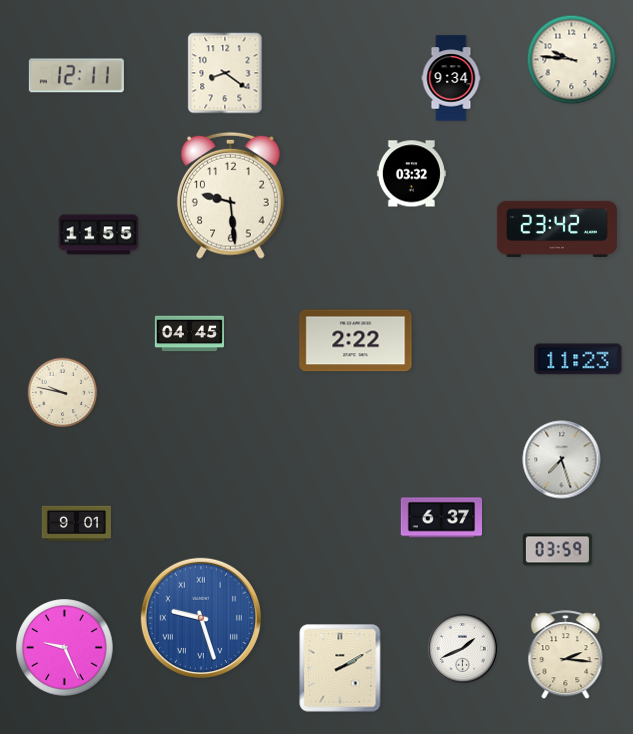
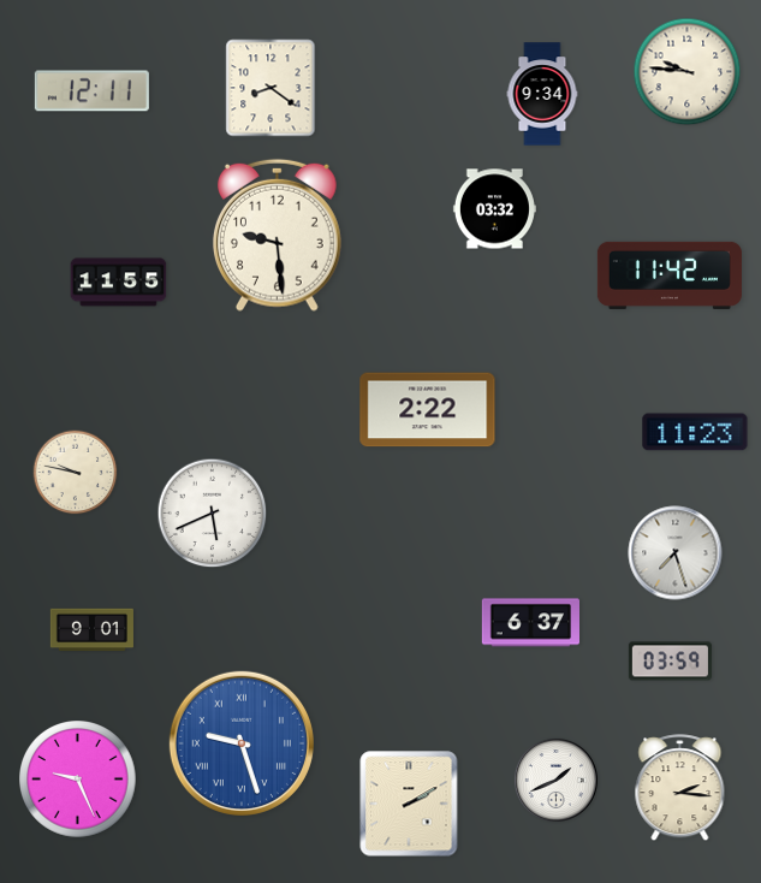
clock at (557, 229): 23:42 -> 11:42
clock at (189, 334): 04:45 -> none
clock at (213, 514): none -> 5:41
